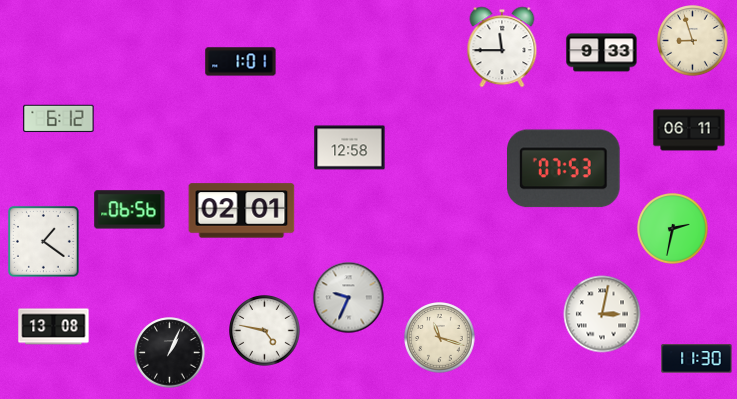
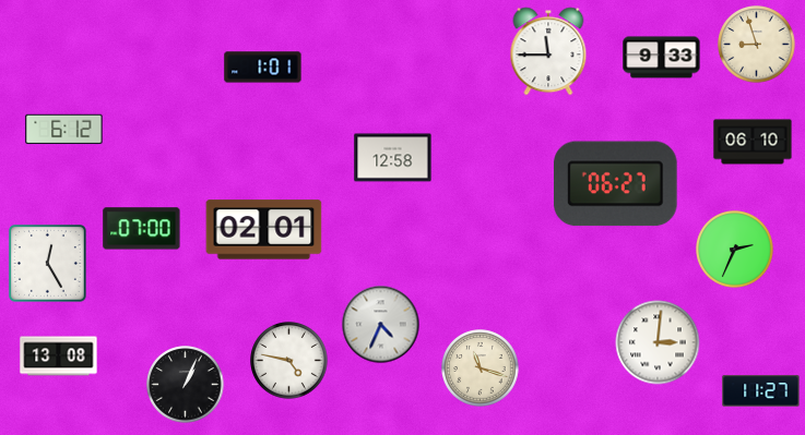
clock at (602, 53) position: (602, 53) -> (662, 58)
clock at (689, 130): 06:11 -> 06:10
clock at (350, 148) position: (350, 148) -> (393, 158)
clock at (564, 169): 07:53 -> 06:27
clock at (130, 210): 06:56 -> 07:00
clock at (673, 229): 2:32 -> 2:34
clock at (43, 241): 1:21 -> 12:25
clock at (349, 298): 9:34 -> 4:34
clock at (602, 314): 3:02 -> 3:01
clock at (697, 359): 11:30 -> 11:27
